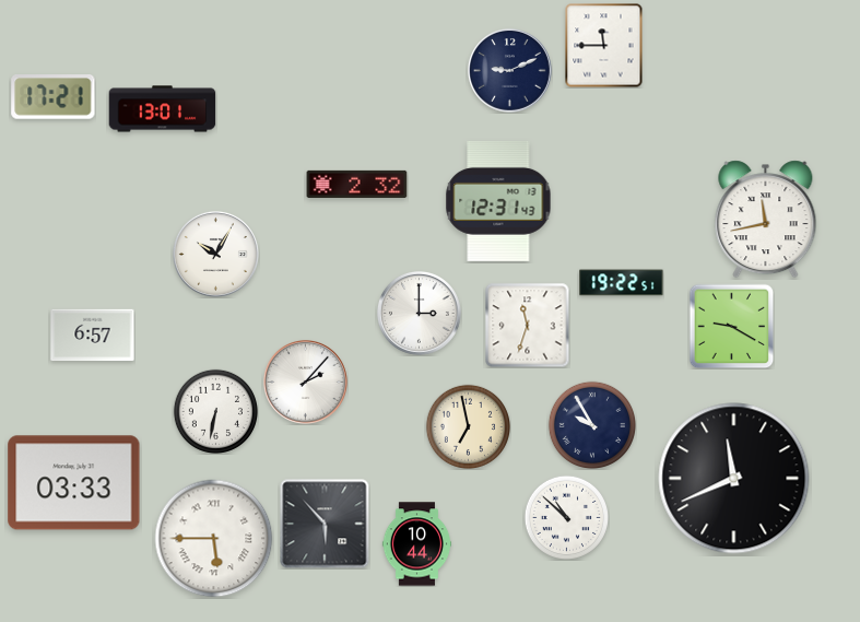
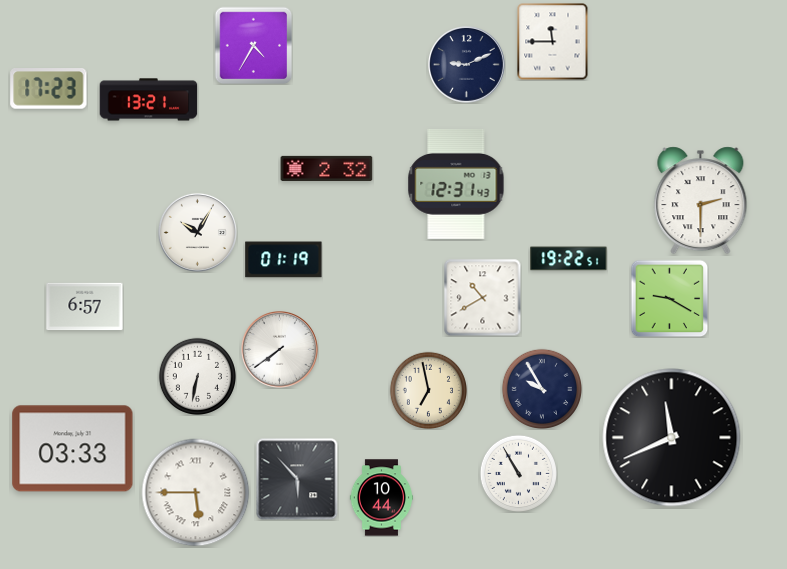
clock at (253, 45): none -> 4:35
clock at (54, 97): 17:21 -> 17:23
clock at (163, 109): 13:01 -> 13:21
clock at (766, 220): 11:43 -> 2:30
clock at (284, 260): none -> 01:19
clock at (420, 314): 3:00 -> none
clock at (527, 325): 11:33 -> 10:40
clock at (306, 383): 2:07 -> 7:39
clock at (74, 483) position: (74, 483) -> (73, 449)
clock at (566, 517): 10:52 -> 10:55
